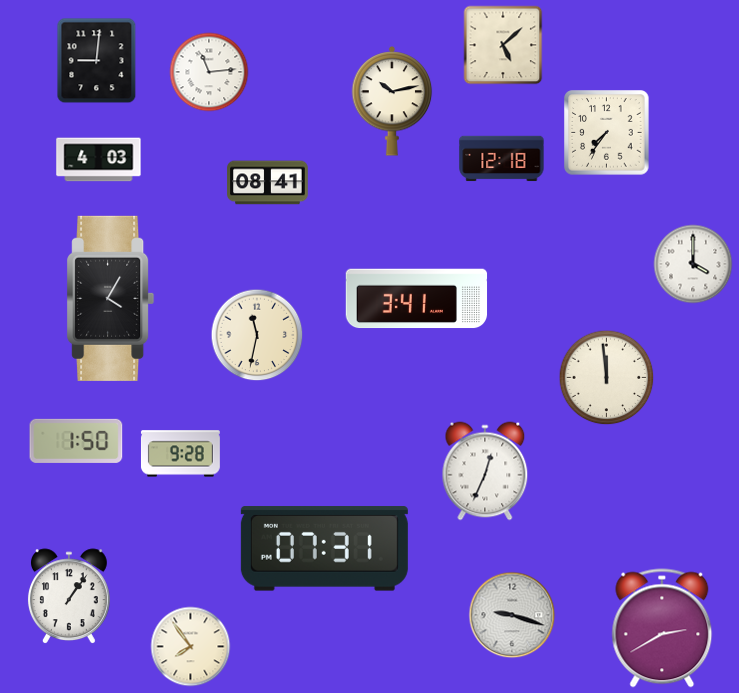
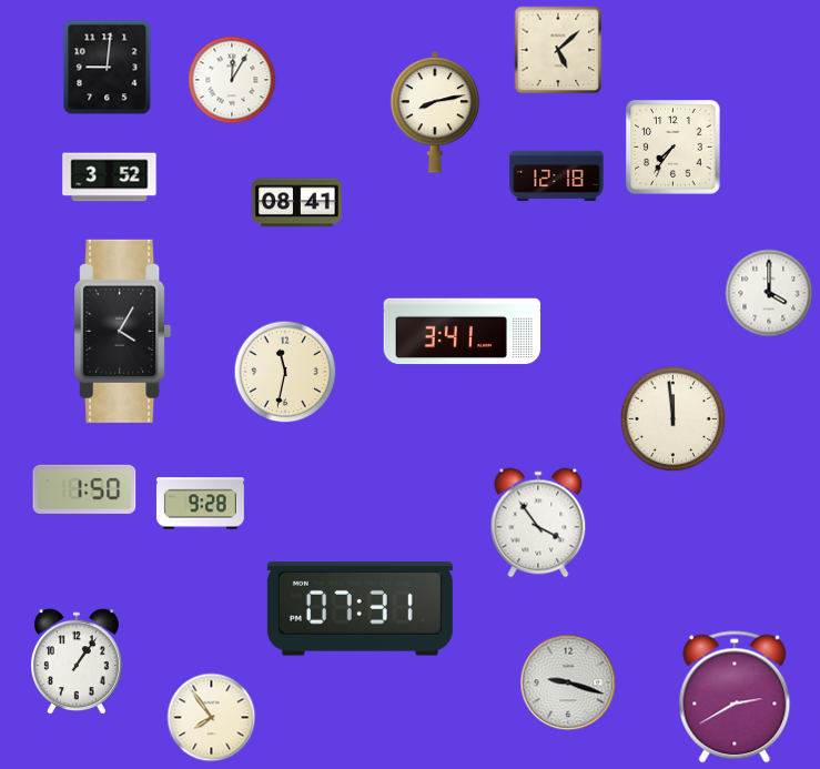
clock at (209, 72): 11:14 -> 12:05
clock at (392, 102): 10:13 -> 8:13
clock at (99, 160): 4:03 -> 3:52
clock at (485, 471): 12:34 -> 3:54
